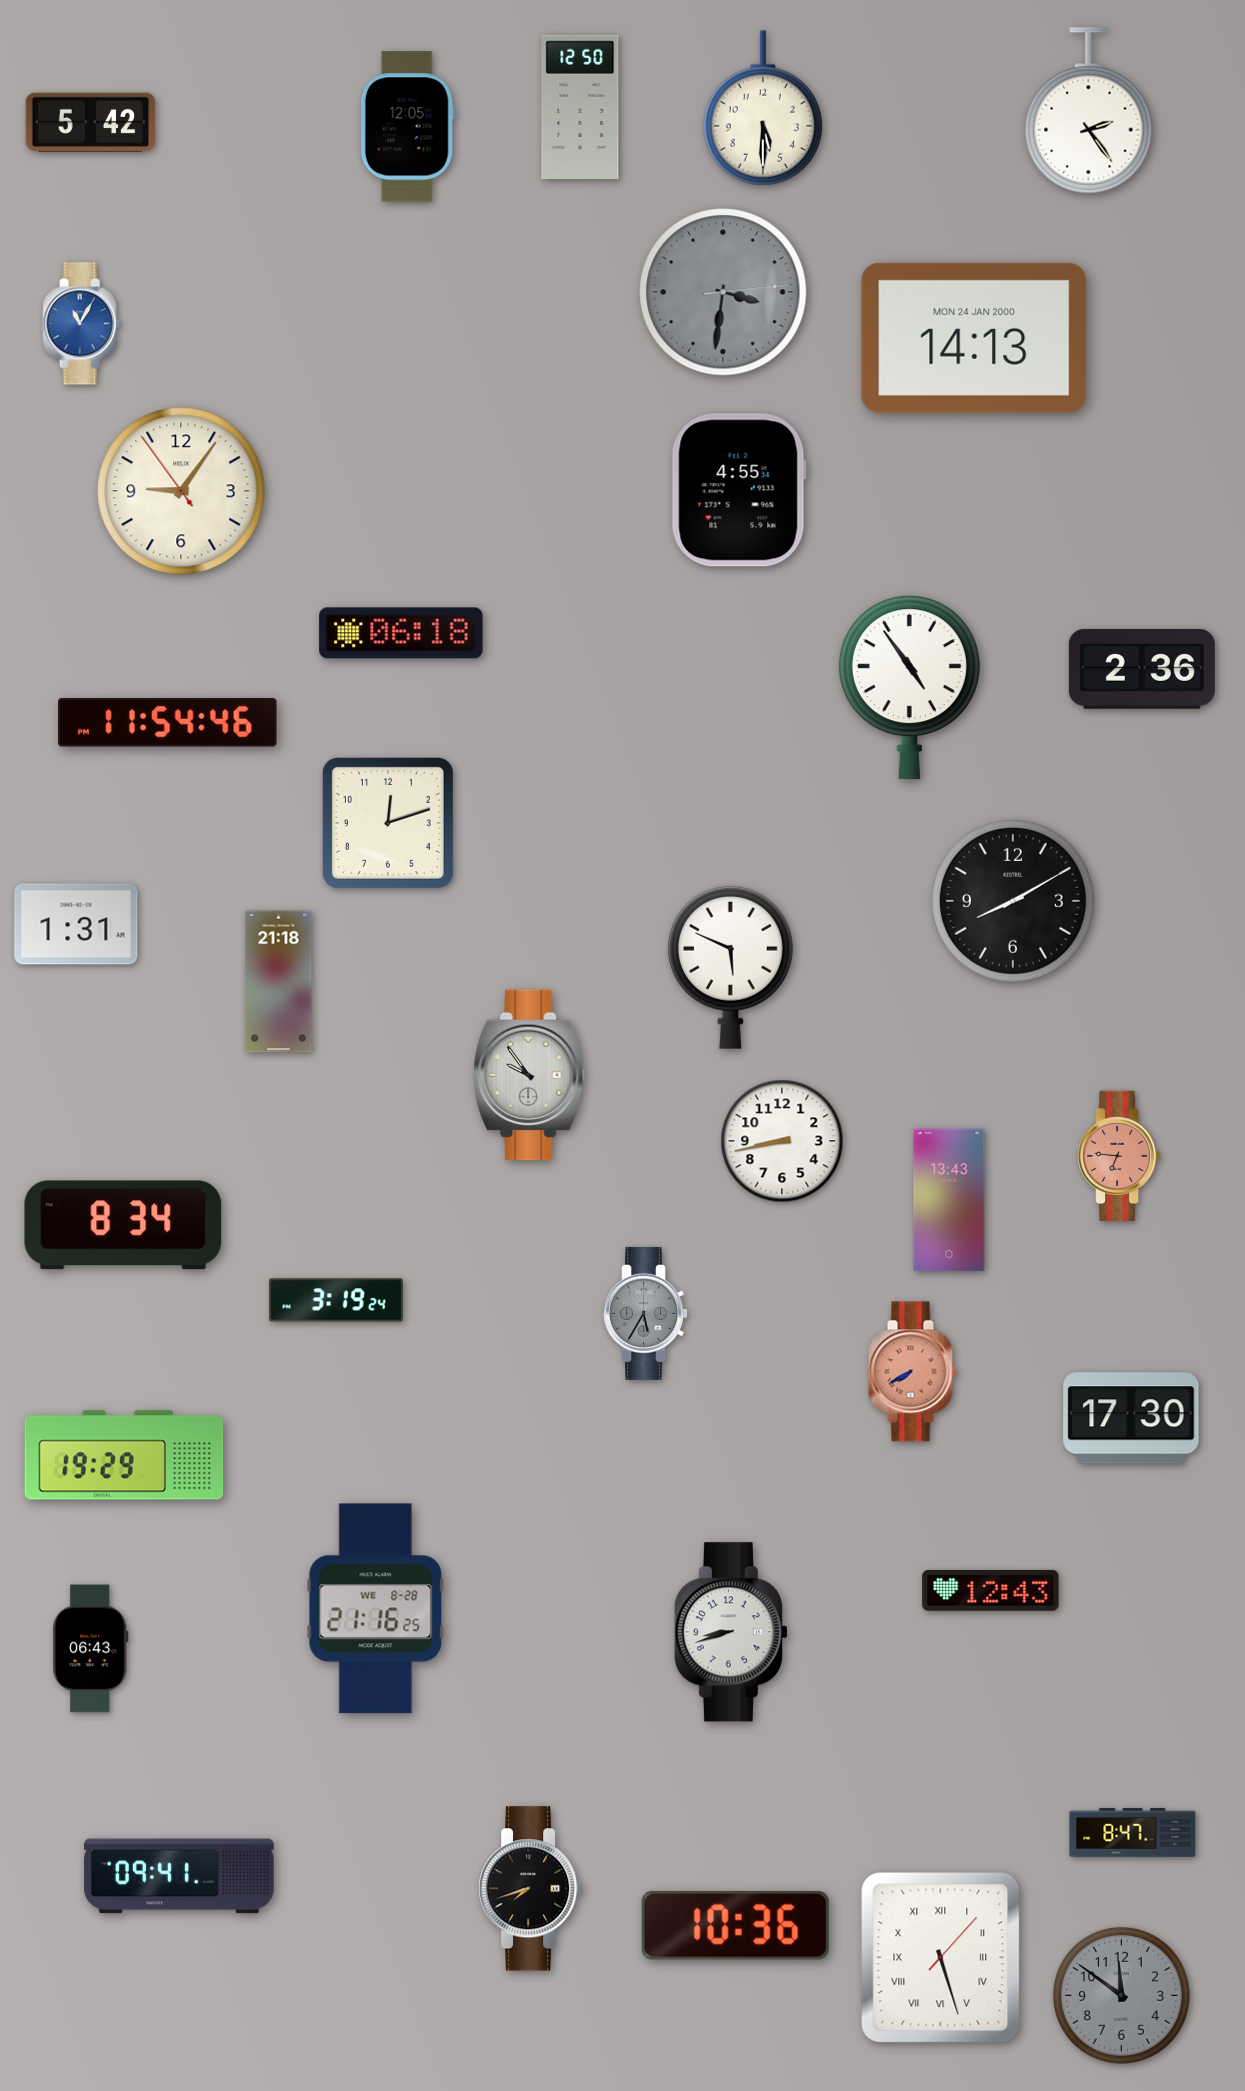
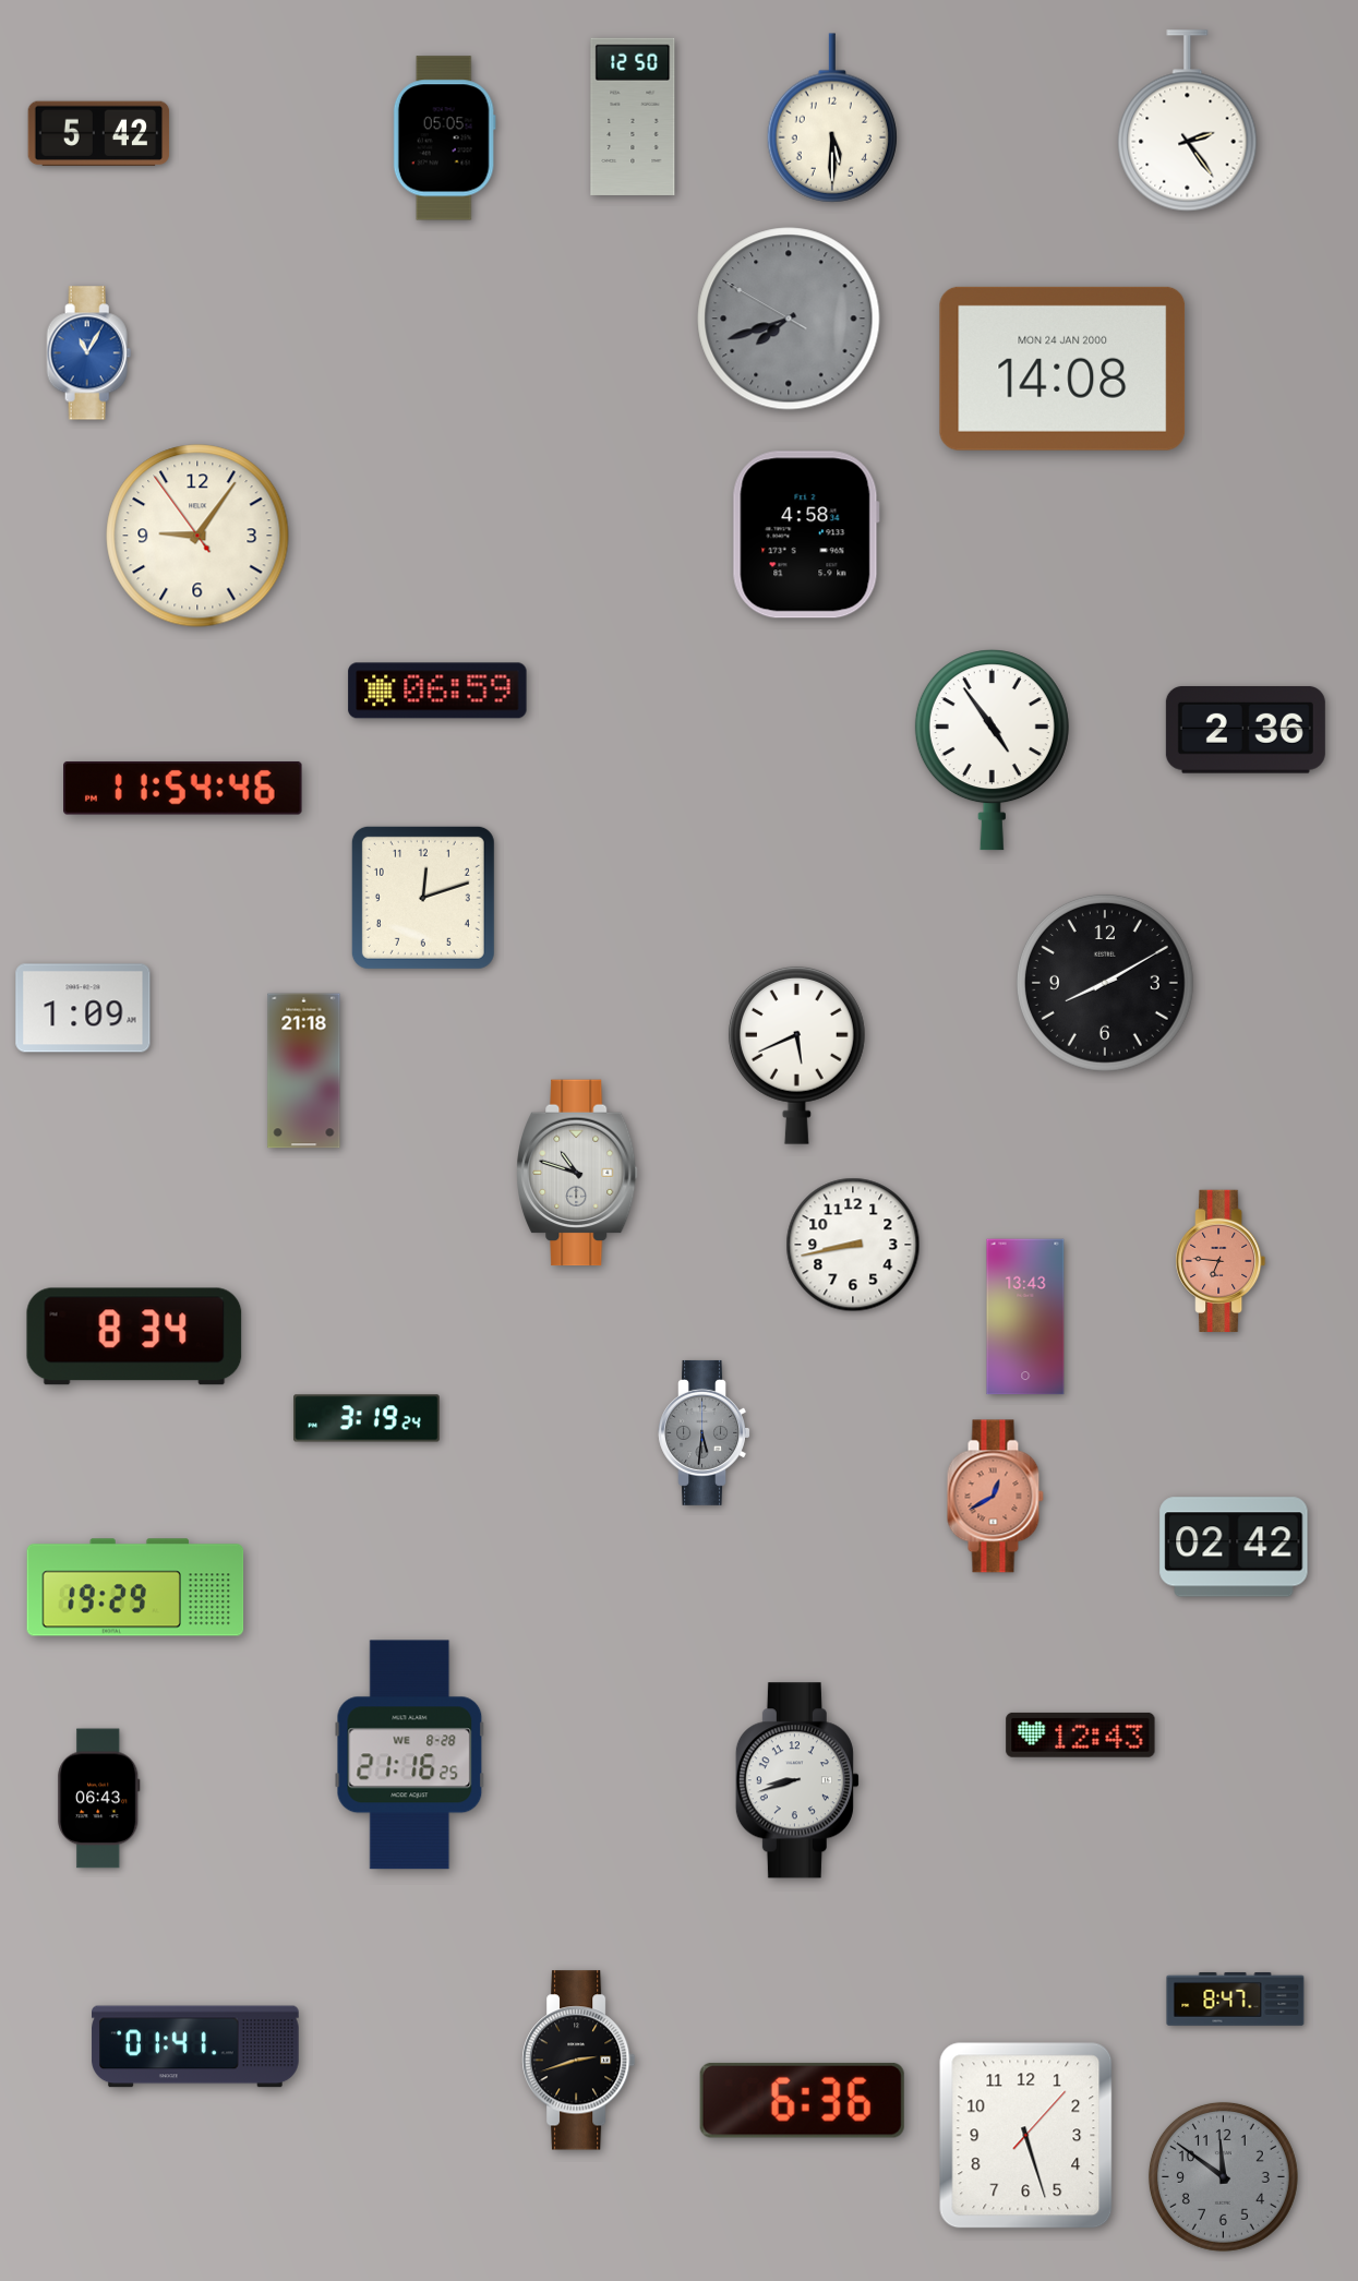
clock at (407, 127): 12:05 -> 05:05
clock at (723, 292): 3:31 -> 7:41
clock at (974, 338): 14:13 -> 14:08
clock at (739, 490): 4:55 -> 4:58
clock at (401, 633): 06:18 -> 06:59
clock at (76, 924): 1:31 -> 1:09
clock at (730, 967): 5:49 -> 5:41
clock at (529, 1075): 9:54 -> 10:48
clock at (949, 1200) position: (949, 1200) -> (1025, 1317)
clock at (645, 1313): 5:35 -> 5:31
clock at (912, 1372): 7:40 -> 12:40
clock at (1131, 1418): 17:30 -> 02:42
clock at (179, 1876): 09:41 -> 01:41
clock at (531, 1889): 7:42 -> 2:42
clock at (735, 1925): 10:36 -> 6:36
clock at (941, 1958) numerals: Roman -> Arabic
